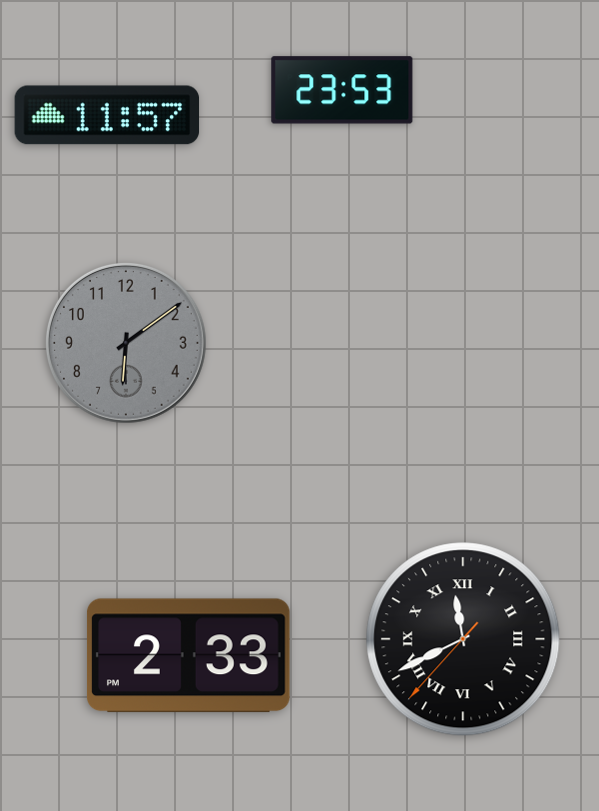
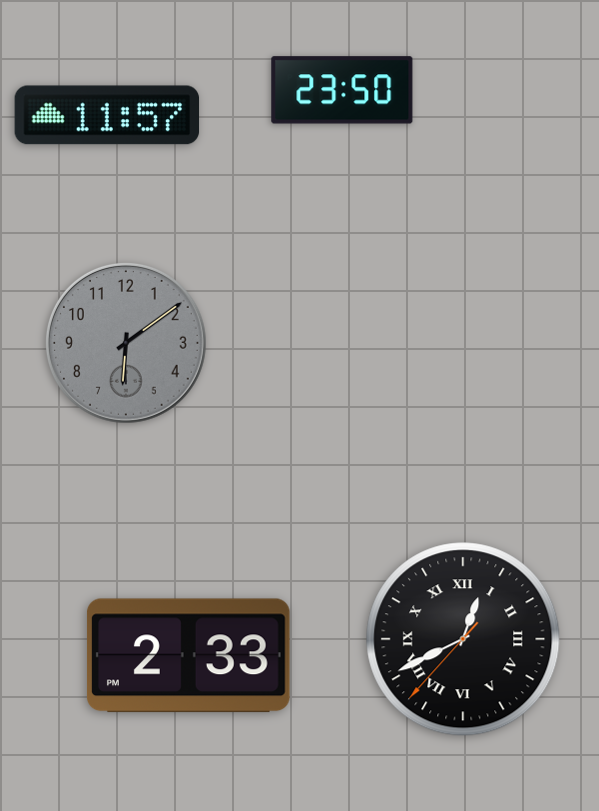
clock at (342, 90): 23:53 -> 23:50
clock at (463, 639): 11:40 -> 12:40
